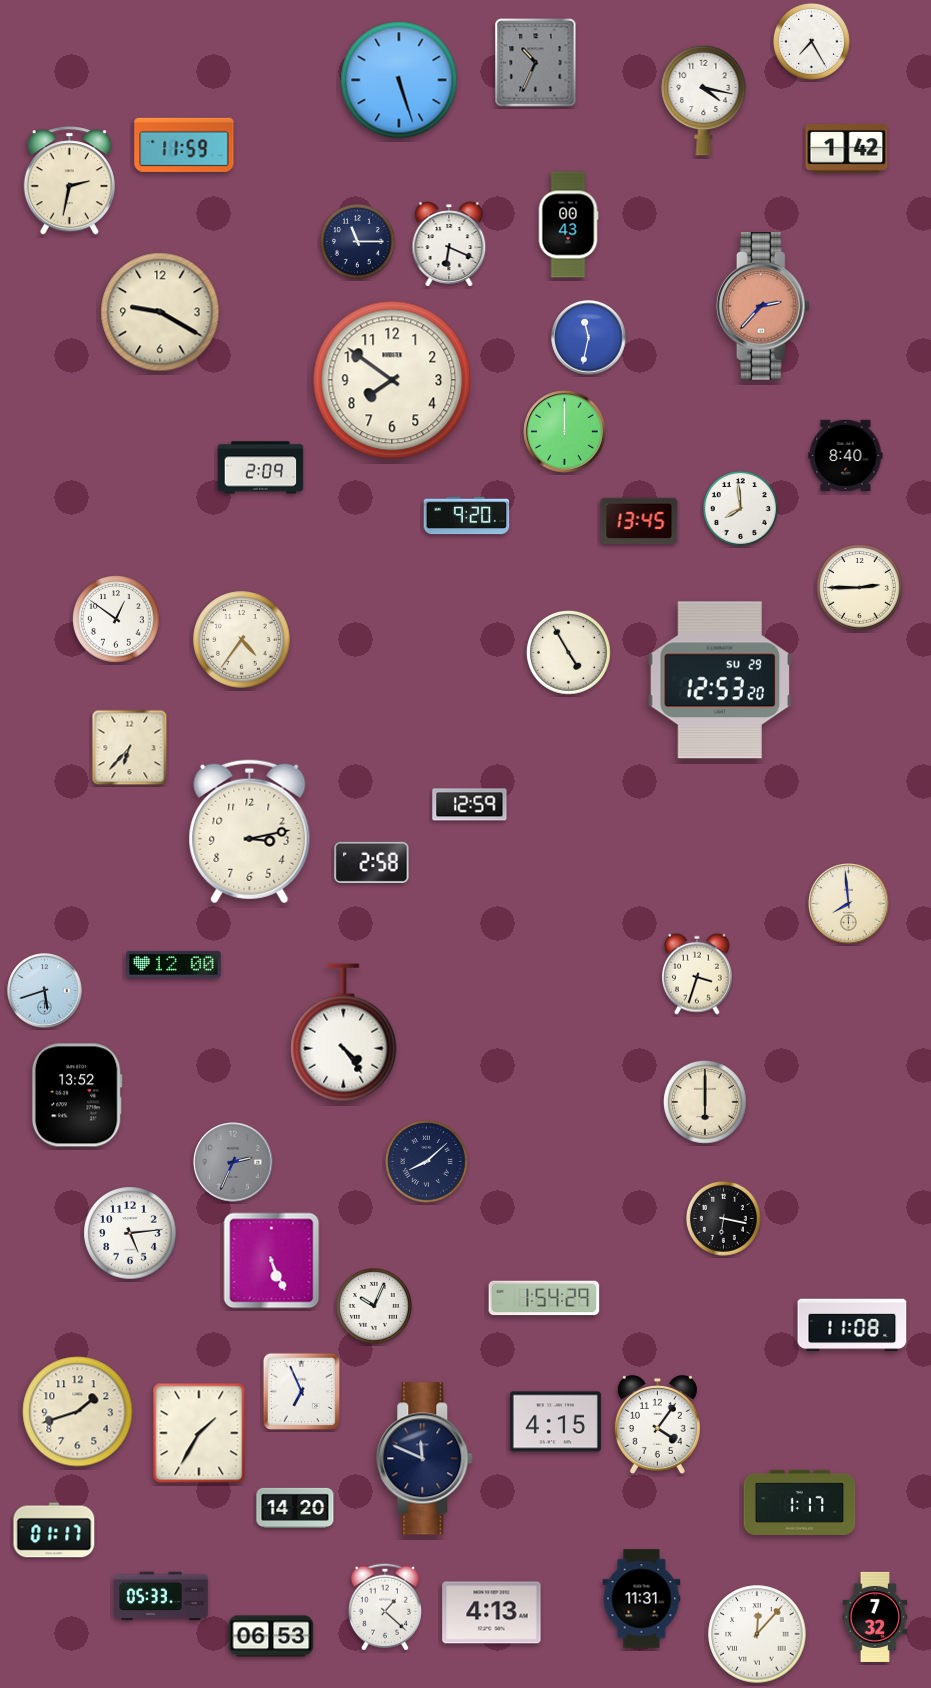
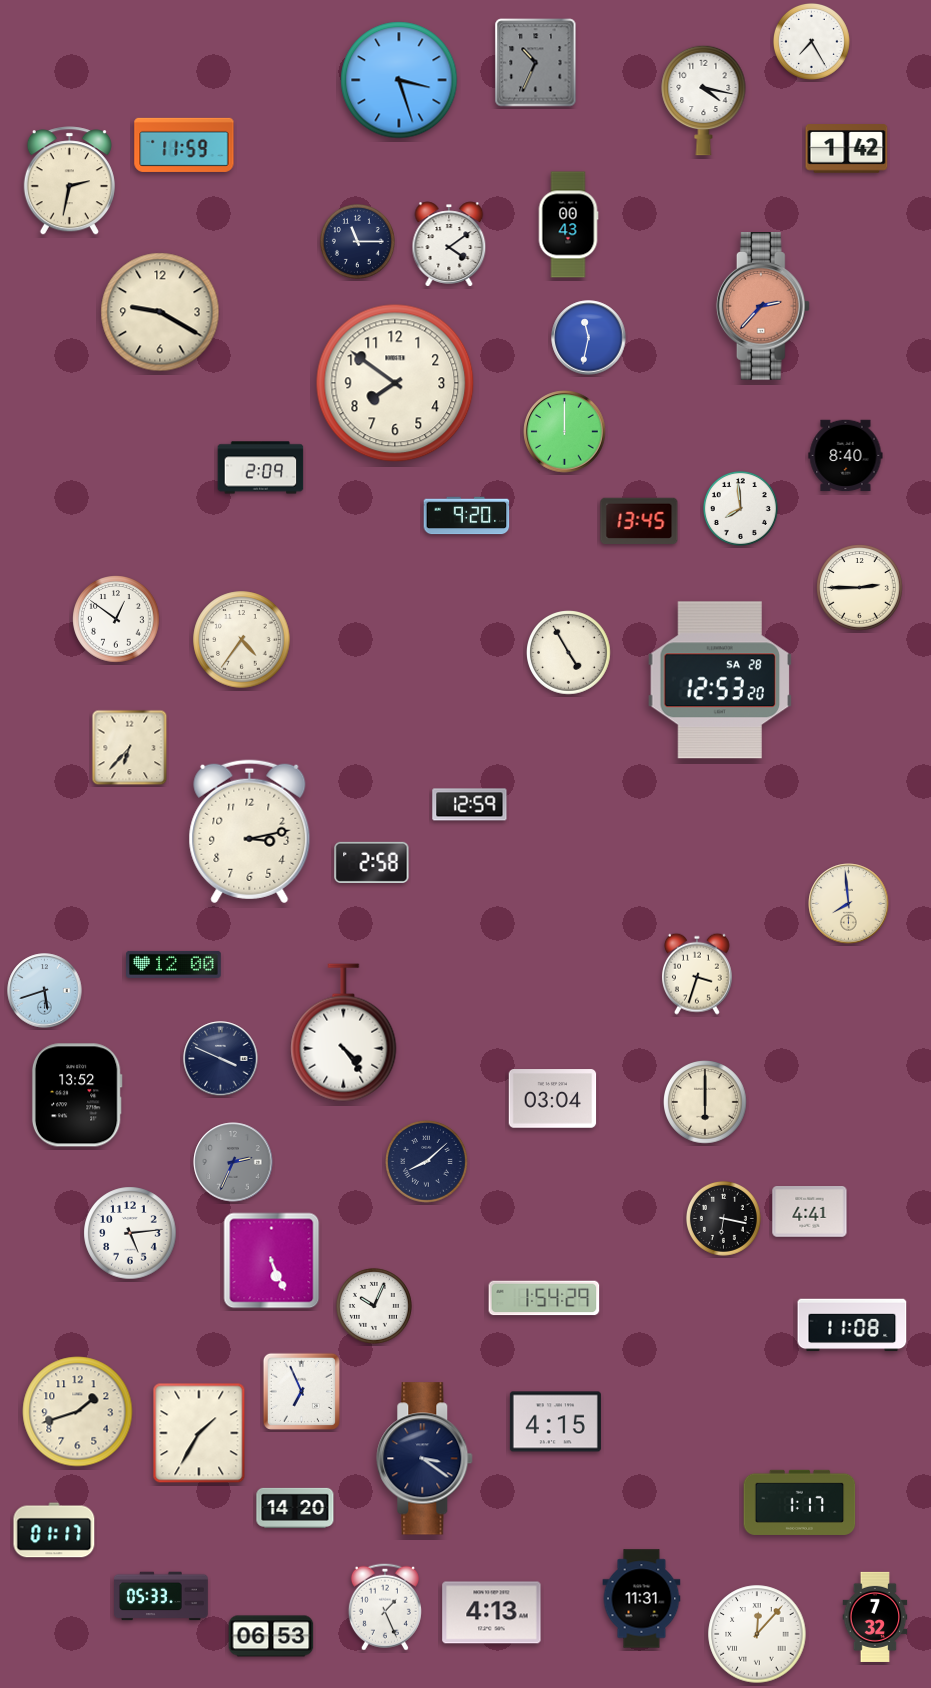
clock at (399, 80): 5:27 -> 3:27
clock at (449, 244): 6:19 -> 4:09
clock at (392, 380) position: (392, 380) -> (395, 383)
clock at (720, 680) date: SU 29 -> SA 28
clock at (221, 1059): none -> 3:49
clock at (553, 1099): none -> 03:04
clock at (810, 1212): none -> 4:41
clock at (657, 1425): 4:06 -> none
clock at (425, 1459): 11:49 -> 3:21
clock at (385, 1607): 1:22 -> 1:26
